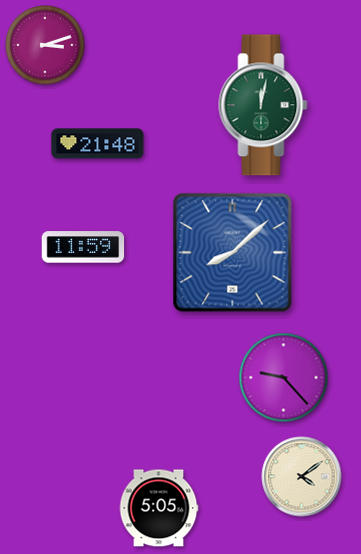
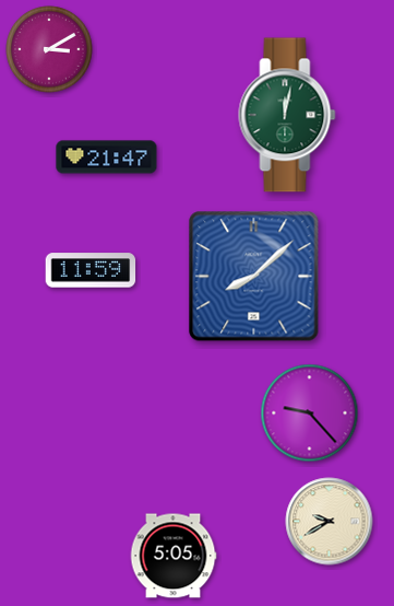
clock at (45, 45): 3:12 -> 3:10
clock at (98, 144): 21:48 -> 21:47
clock at (302, 477): 4:09 -> 9:40
